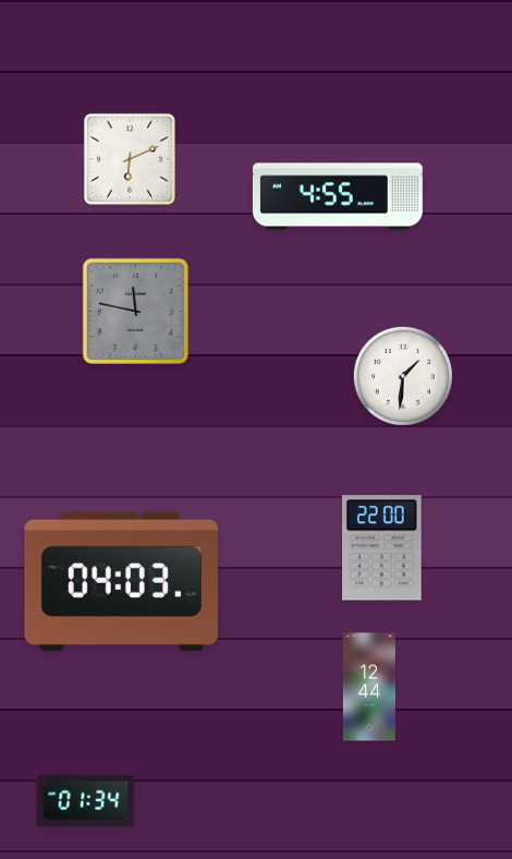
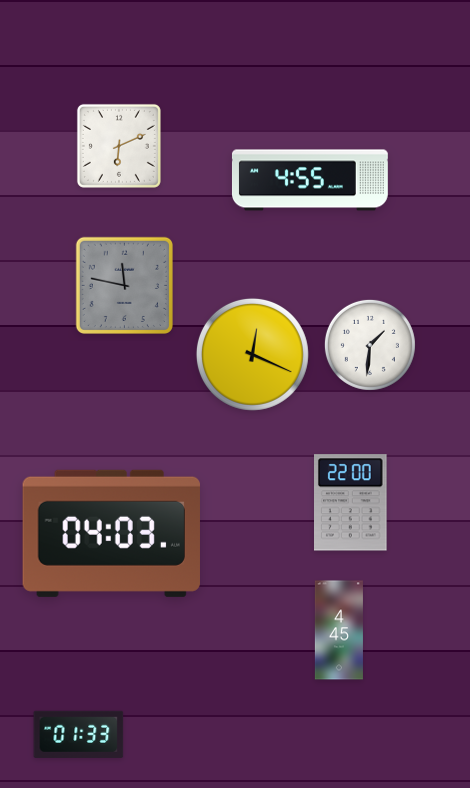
clock at (252, 354): none -> 12:19
clock at (369, 687): 12:44 -> 4:45
clock at (86, 800): 01:34 -> 01:33
